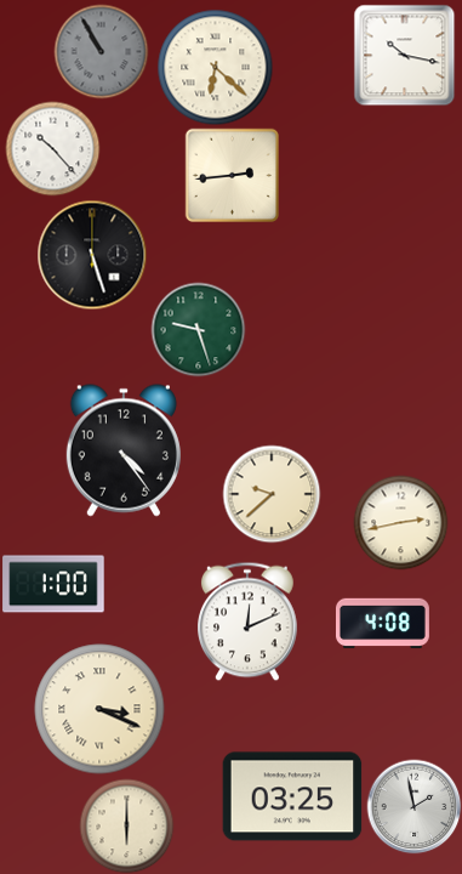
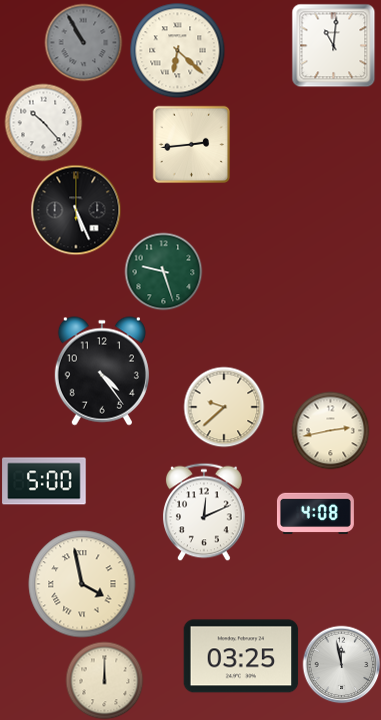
clock at (404, 55): 10:17 -> 11:01
clock at (215, 67) position: (215, 67) -> (177, 50)
clock at (92, 255): 5:27 -> 5:26
clock at (53, 584): 1:00 -> 5:00
clock at (99, 709): 3:19 -> 3:58
clock at (413, 806): 1:58 -> 11:58
clock at (126, 825): 6:00 -> 12:00
